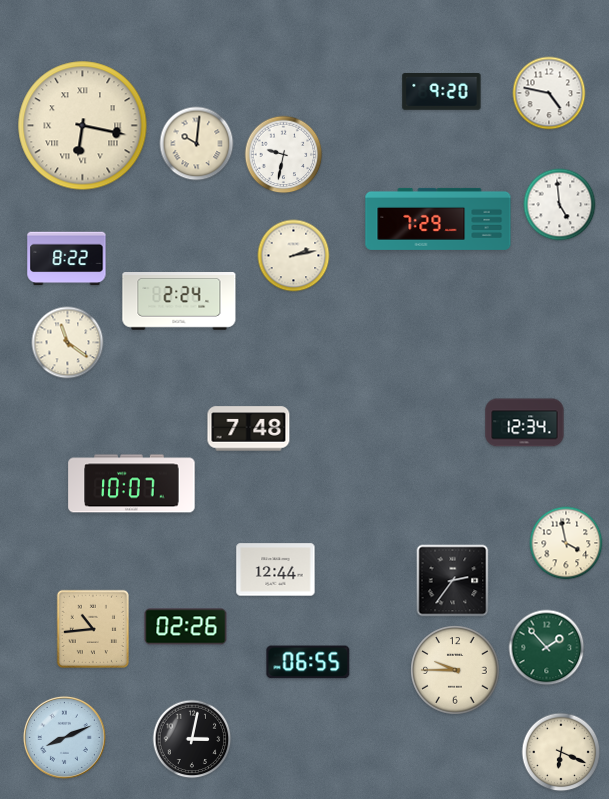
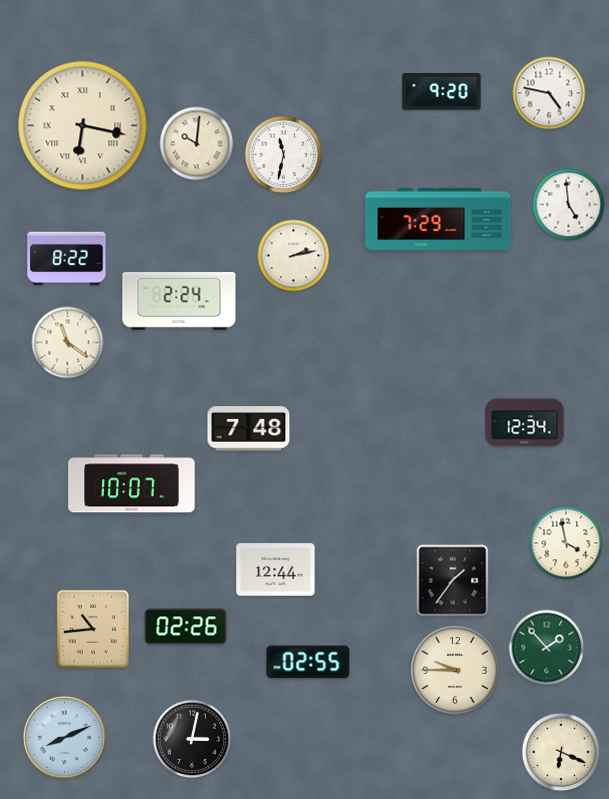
clock at (284, 155): 9:32 -> 11:32
clock at (560, 205) position: (560, 205) -> (569, 205)
clock at (453, 581): 2:36 -> 1:36
clock at (308, 662): 06:55 -> 02:55
